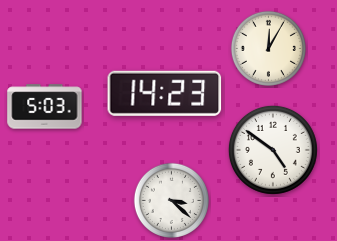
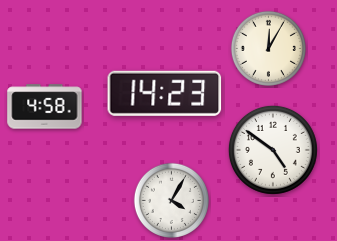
clock at (45, 107): 5:03 -> 4:58
clock at (171, 200): 3:22 -> 4:05
